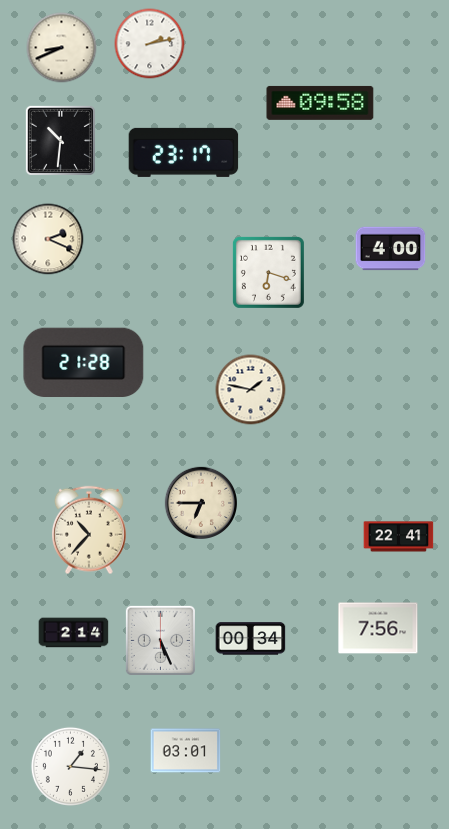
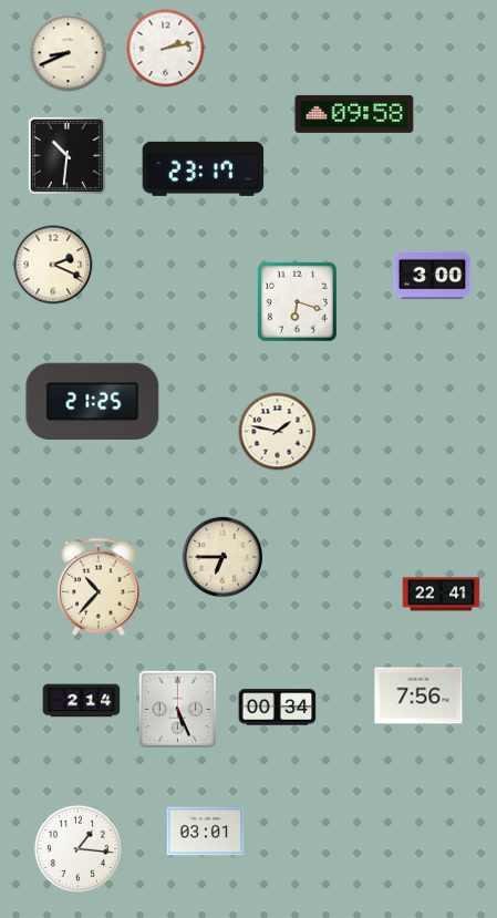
clock at (391, 249): 4:00 -> 3:00
clock at (84, 362): 21:28 -> 21:25
